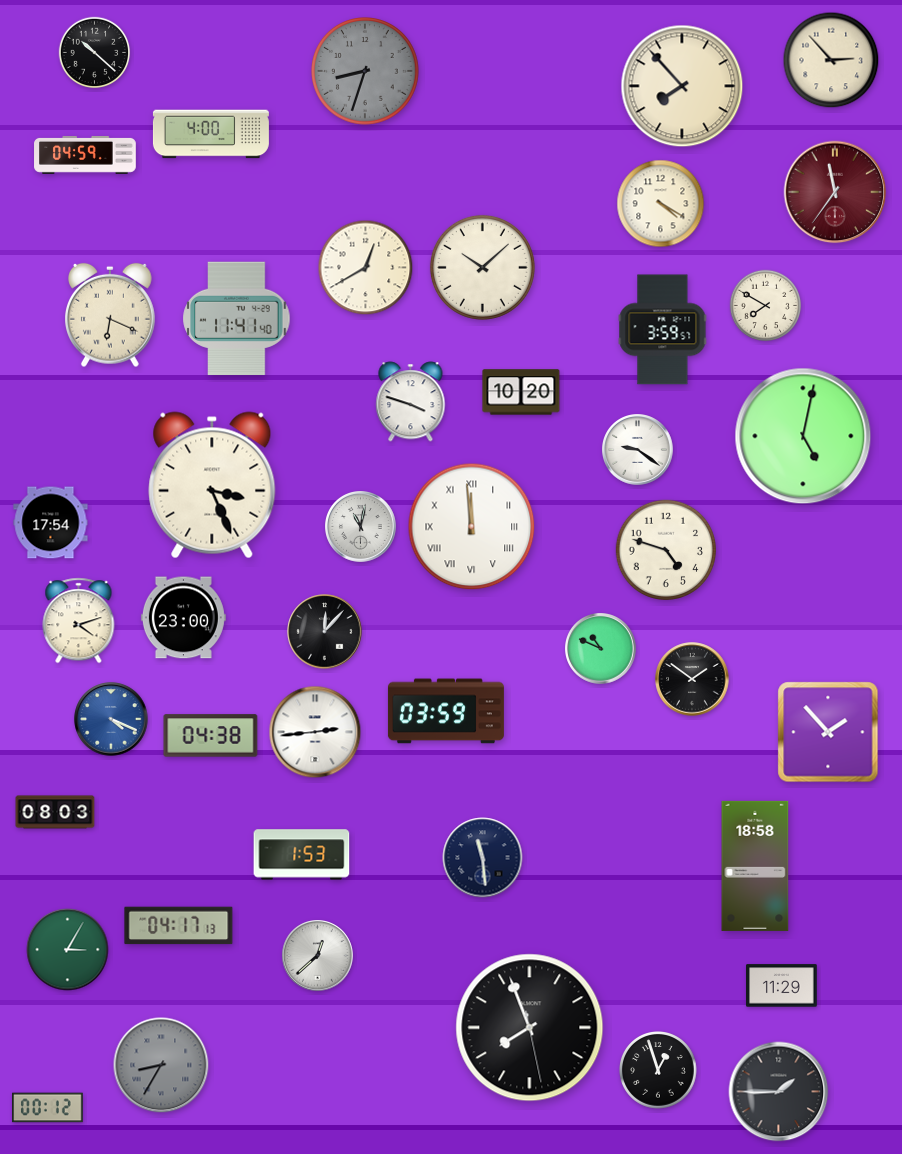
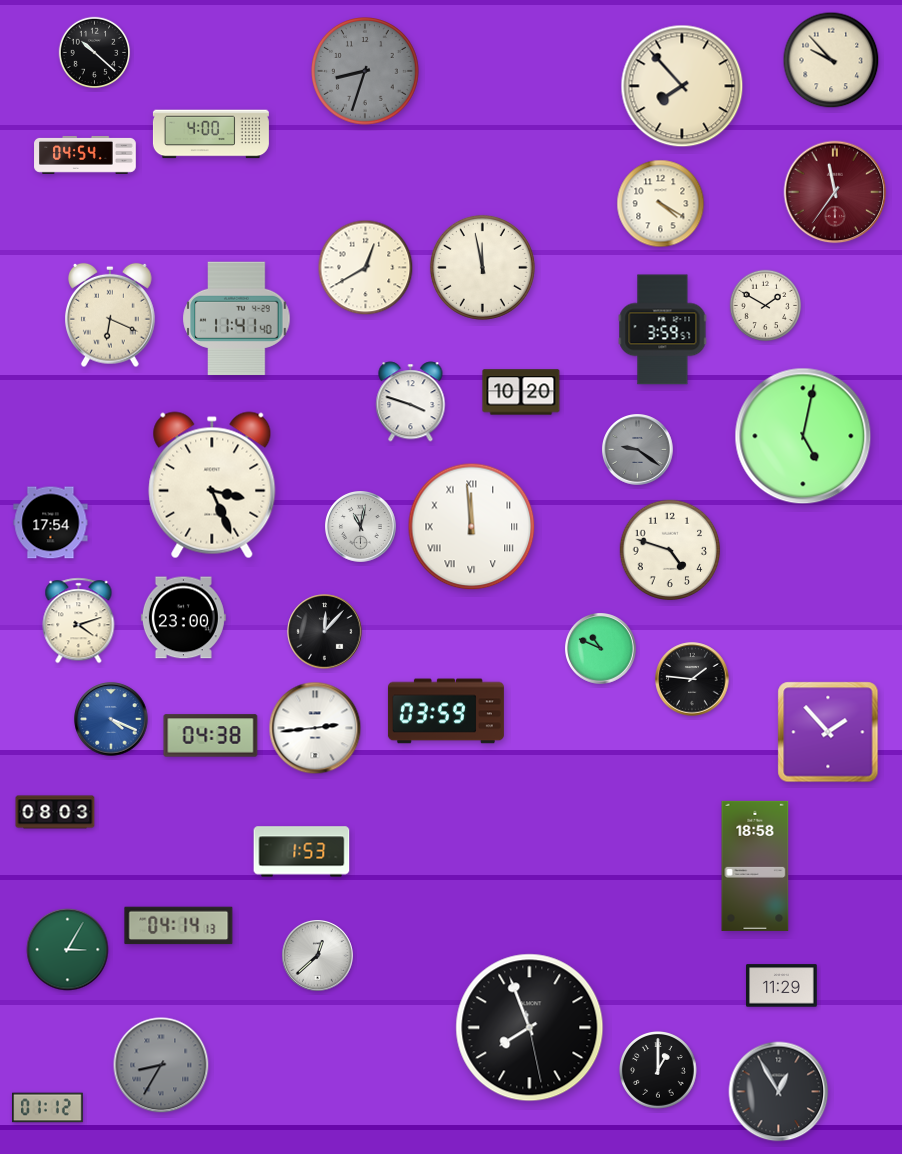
clock at (831, 60): 2:53 -> 9:53
clock at (85, 155): 04:59 -> 04:54
clock at (482, 267): 10:08 -> 11:58
clock at (766, 306): 7:50 -> 1:50
clock at (638, 450) dial: white -> grey
clock at (665, 549) position: (665, 549) -> (669, 549)
clock at (692, 679): 1:51 -> 1:46
clock at (315, 732) position: (315, 732) -> (315, 728)
clock at (302, 855) position: (302, 855) -> (302, 852)
clock at (483, 858): 11:29 -> none
clock at (179, 926): 04:17 -> 04:14
clock at (658, 1070): 12:57 -> 1:00
clock at (779, 1092): 1:45 -> 12:55
clock at (48, 1108): 00:12 -> 01:12
